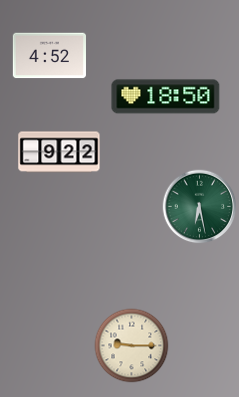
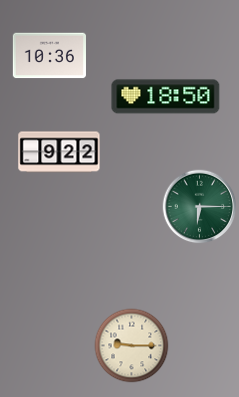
clock at (49, 56): 4:52 -> 10:36
clock at (200, 207): 6:28 -> 6:15
